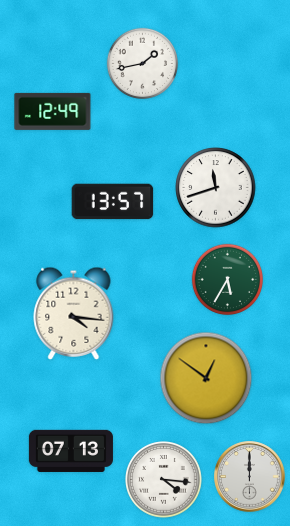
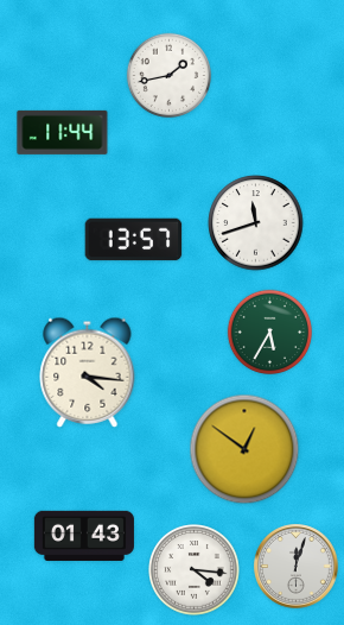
clock at (53, 111): 12:49 -> 11:44
clock at (71, 451): 07:13 -> 01:43
clock at (250, 477): 12:00 -> 12:03
